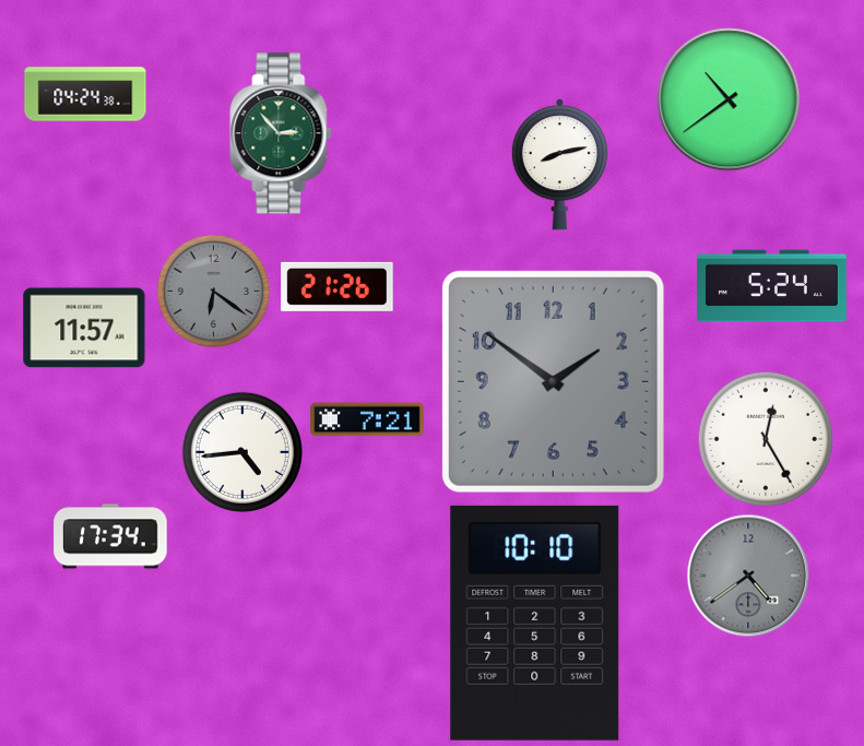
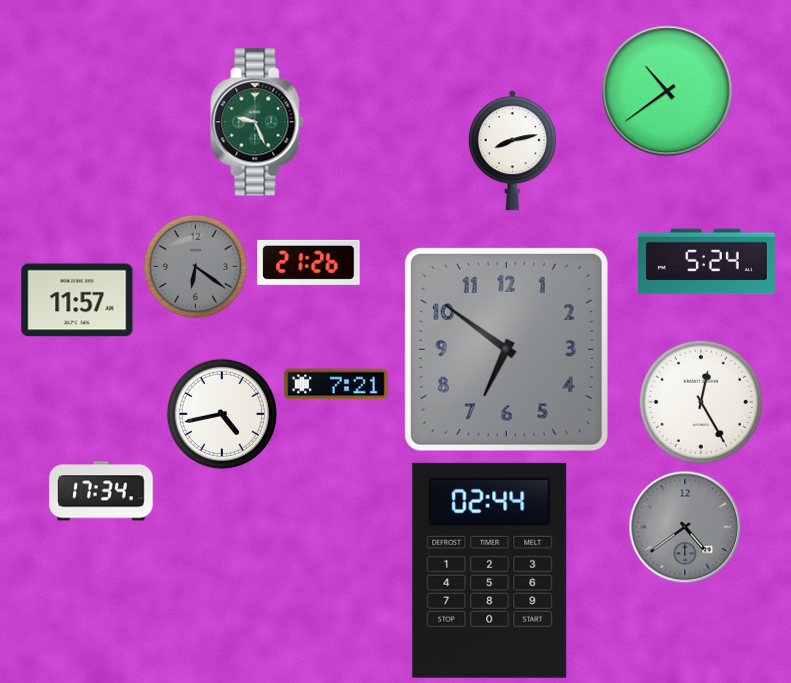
clock at (85, 94): 04:24 -> none
clock at (281, 133): 2:53 -> 9:26
clock at (553, 381): 1:51 -> 6:51
clock at (242, 452): 4:44 -> 4:43
clock at (535, 623): 10:10 -> 02:44
